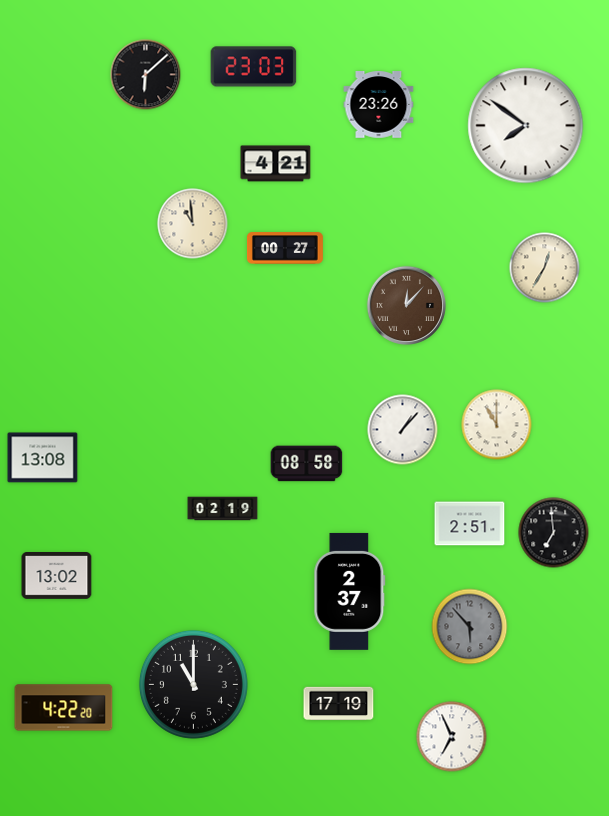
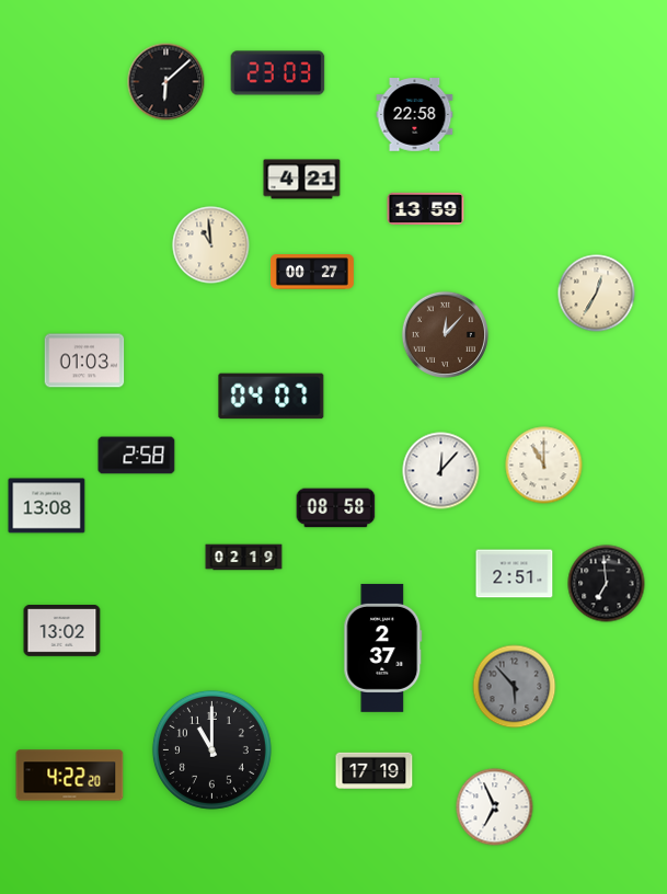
clock at (146, 75) position: (146, 75) -> (166, 82)
clock at (379, 105): 23:26 -> 22:58
clock at (526, 126): 7:51 -> none
clock at (426, 208): none -> 13:59
clock at (84, 360): none -> 01:03
clock at (272, 397): none -> 04:07
clock at (137, 456): none -> 2:58
clock at (403, 430): 1:07 -> 12:07
clock at (43, 458) position: (43, 458) -> (47, 506)
clock at (339, 704) position: (339, 704) -> (375, 771)
